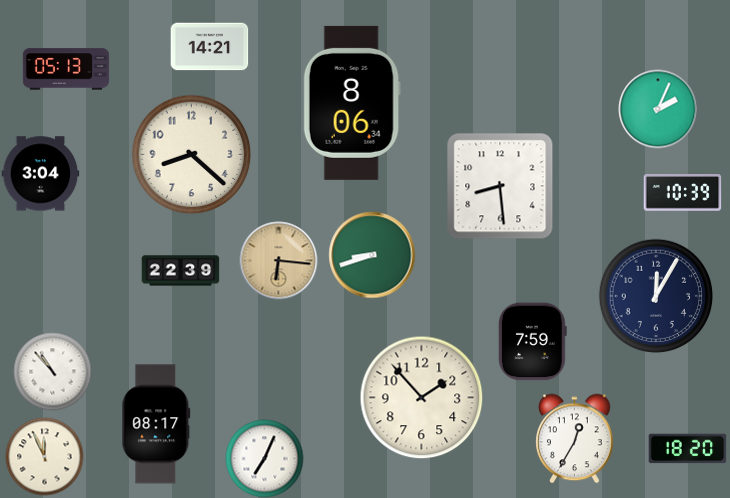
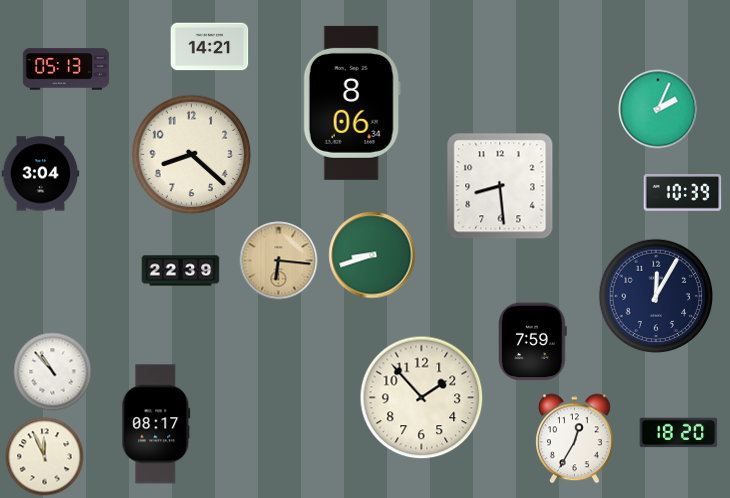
clock at (687, 449) position: (687, 449) -> (678, 433)
clock at (264, 458): 7:04 -> none
